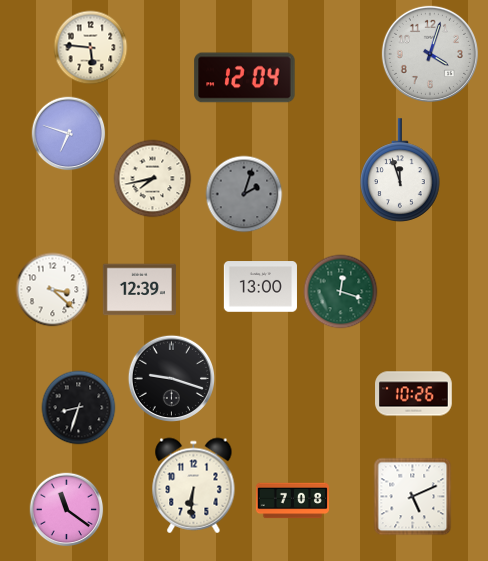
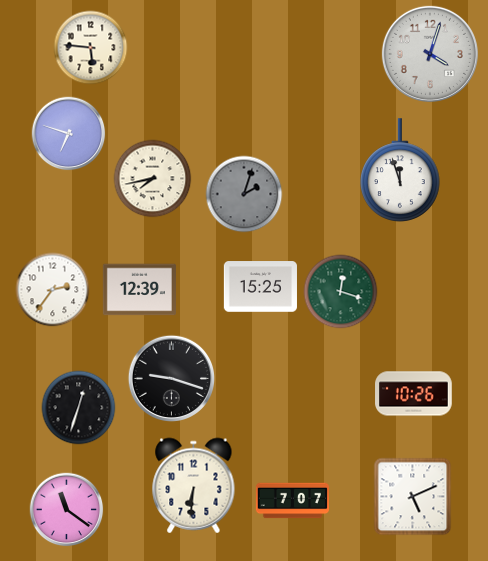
clock at (245, 78): 12:04 -> none
clock at (260, 287): 13:00 -> 15:25
clock at (53, 290): 3:22 -> 2:36
clock at (79, 408): 8:33 -> 12:33
clock at (292, 501): 7:08 -> 7:07
